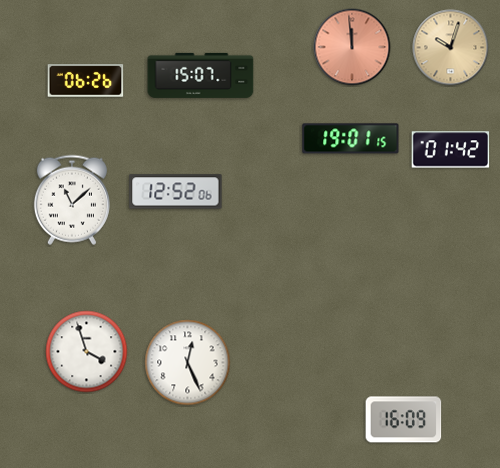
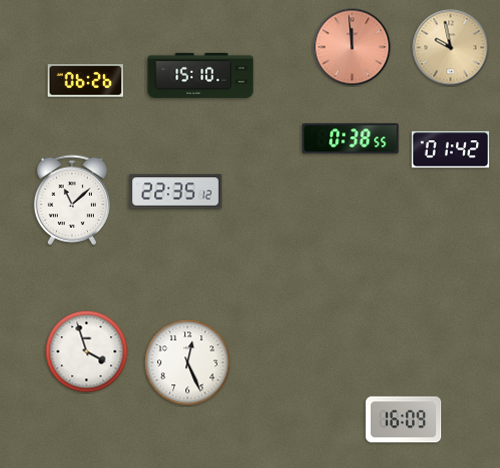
clock at (451, 48): 10:03 -> 9:58
clock at (201, 75): 15:07 -> 15:10
clock at (351, 139): 19:01 -> 0:38
clock at (176, 192): 12:52 -> 22:35
